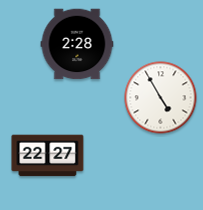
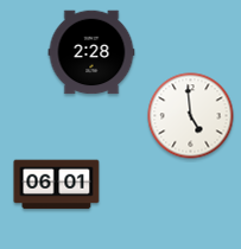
clock at (161, 98): 4:55 -> 4:59
clock at (48, 156): 22:27 -> 06:01
